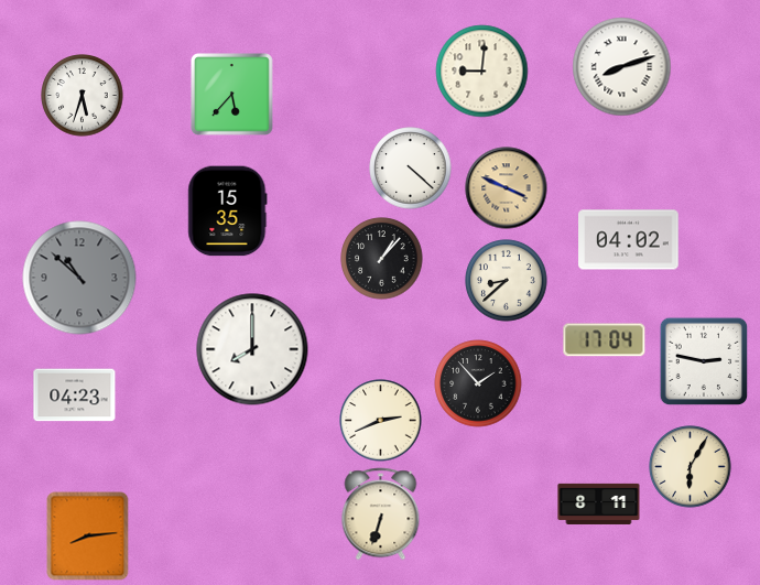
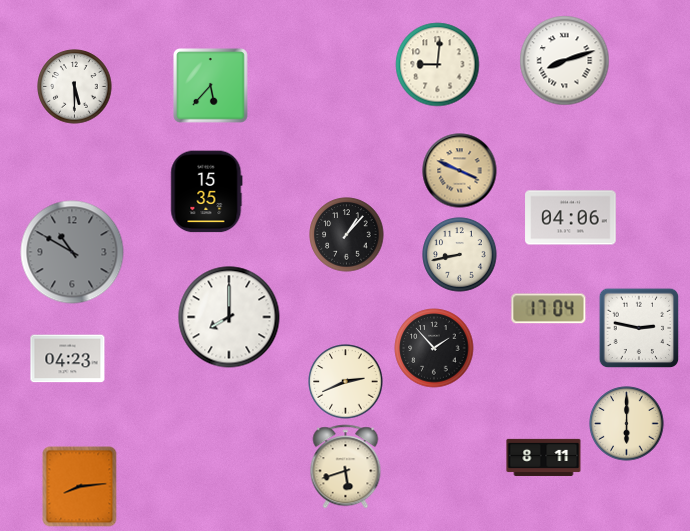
clock at (83, 96): 5:33 -> 5:30
clock at (411, 169): 4:22 -> none
clock at (629, 240): 04:02 -> 04:06
clock at (79, 278): 10:52 -> 10:50
clock at (507, 281): 8:38 -> 8:43
clock at (691, 467): 6:05 -> 6:00
clock at (381, 514): 6:33 -> 5:42
